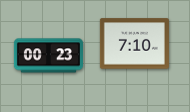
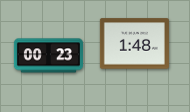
clock at (134, 44): 7:10 -> 1:48
